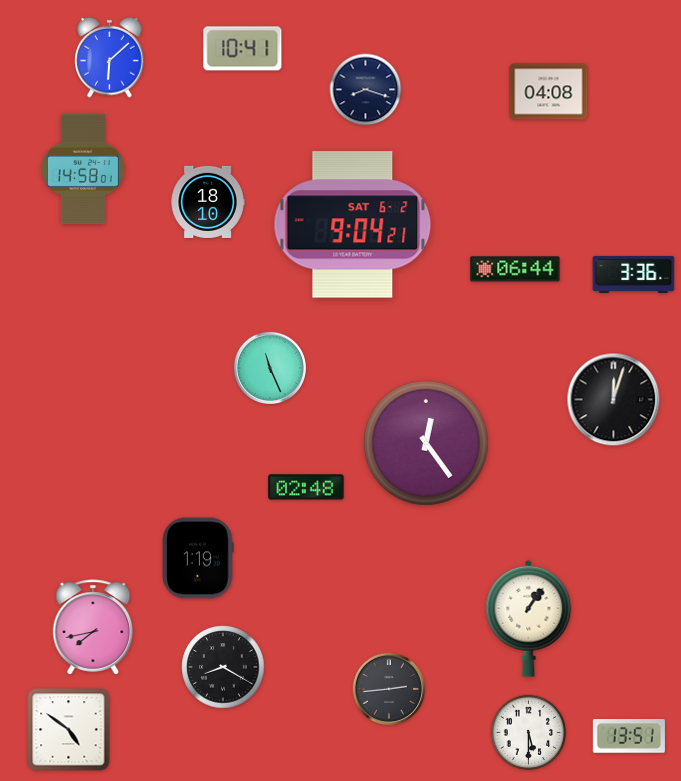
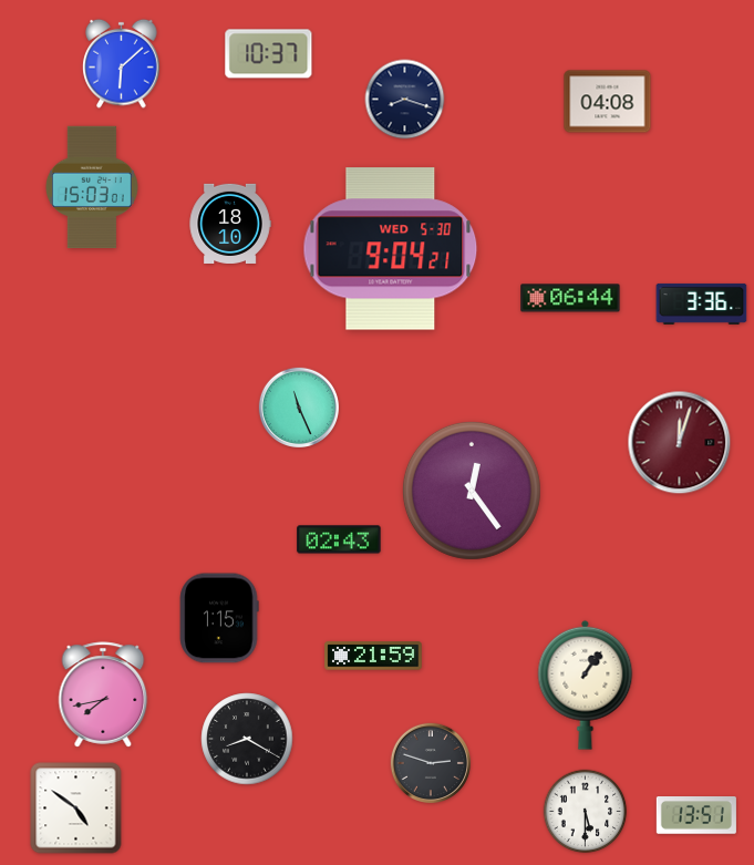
clock at (243, 49): 10:41 -> 10:37
clock at (83, 169): 14:58 -> 15:03
clock at (353, 225) date: SAT 6-2 -> WED 5-30
clock at (614, 400) dial: black -> burgundy
clock at (306, 487): 02:48 -> 02:43
clock at (198, 558): 1:19 -> 1:15
clock at (373, 656): none -> 21:59
clock at (388, 688): 2:44 -> 2:48
